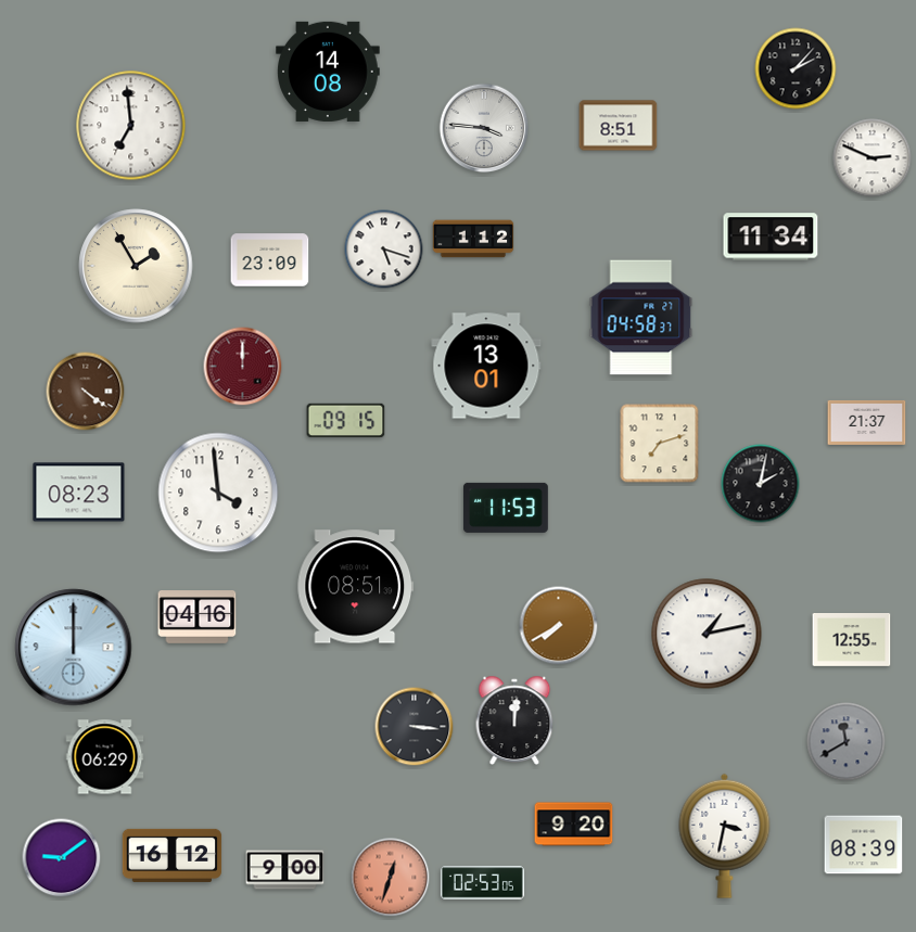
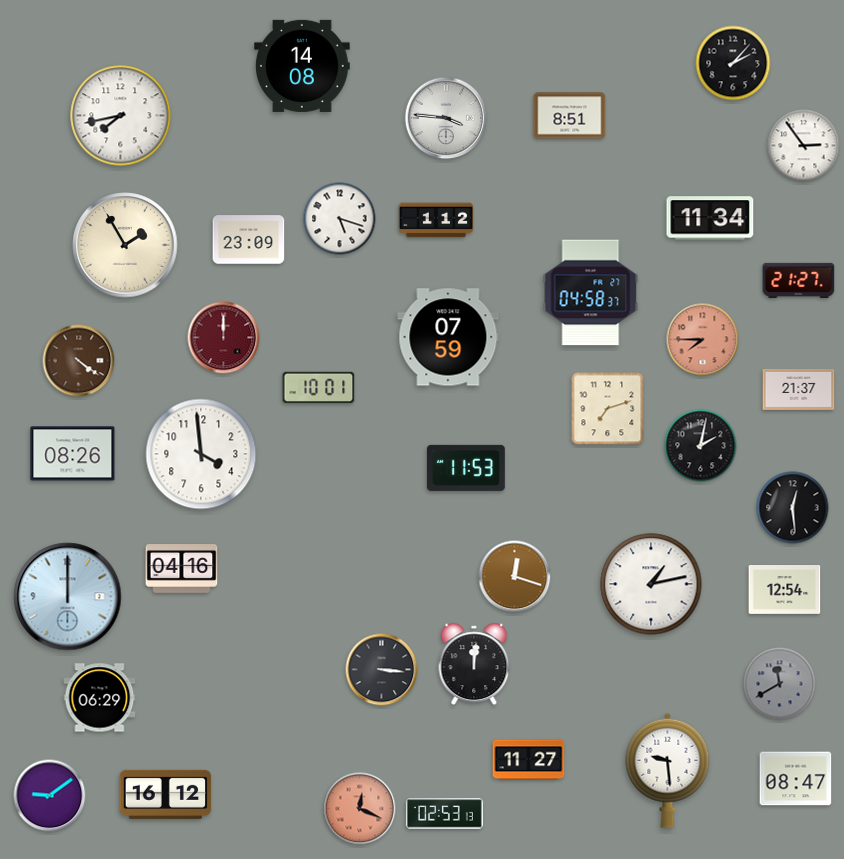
clock at (131, 126): 6:59 -> 7:43
clock at (873, 158): 2:49 -> 2:54
clock at (384, 250) position: (384, 250) -> (340, 219)
clock at (799, 280): none -> 21:27
clock at (486, 366): 13:01 -> 07:59
clock at (703, 340): none -> 7:45
clock at (346, 420): 09:15 -> 10:01
clock at (79, 493): 08:23 -> 08:26
clock at (793, 508): none -> 12:29
clock at (356, 587): 08:51 -> none
clock at (559, 626): 7:40 -> 12:18
clock at (852, 640): 12:55 -> 12:54
clock at (105, 757) position: (105, 757) -> (100, 698)
clock at (574, 825): 9:20 -> 11:27
clock at (725, 835): 3:32 -> 9:29
clock at (864, 845): 08:39 -> 08:47
clock at (173, 855) position: (173, 855) -> (166, 794)
clock at (62, 858) position: (62, 858) -> (50, 796)
clock at (285, 870): 9:00 -> none
clock at (391, 878): 12:33 -> 12:19
clock at (482, 883): 02:53:05 -> 02:53:13
